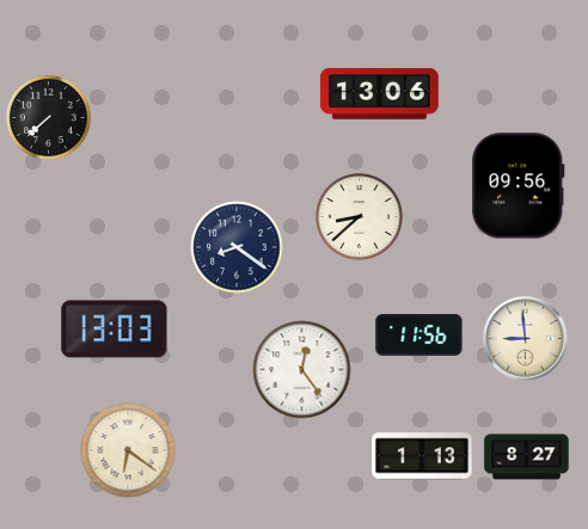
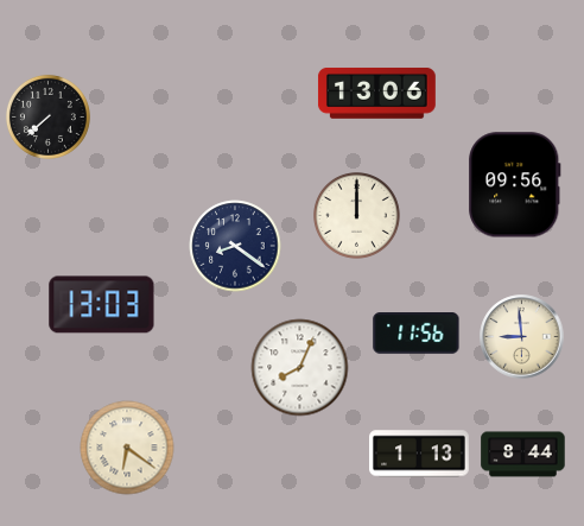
clock at (360, 217): 8:38 -> 12:00
clock at (115, 330) position: (115, 330) -> (102, 305)
clock at (302, 370): 12:24 -> 8:04
clock at (527, 457): 8:27 -> 8:44
